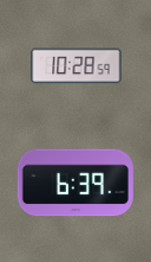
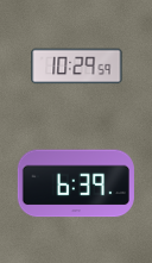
clock at (77, 66): 10:28 -> 10:29
